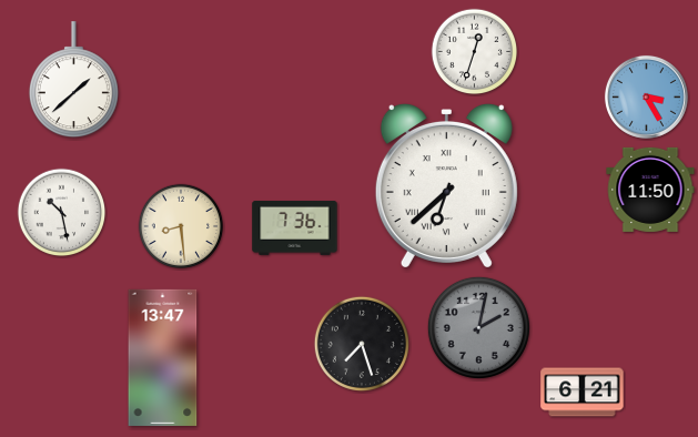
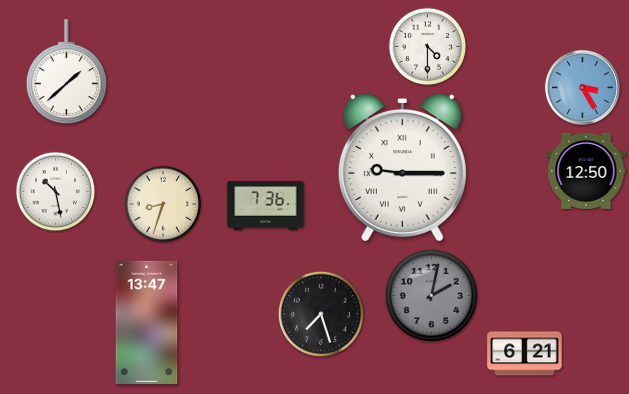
clock at (475, 52): 12:33 -> 4:30
clock at (446, 185): 6:38 -> 9:15
clock at (650, 190): 11:50 -> 12:50
clock at (181, 226): 8:29 -> 8:33
clock at (361, 343) position: (361, 343) -> (320, 313)
